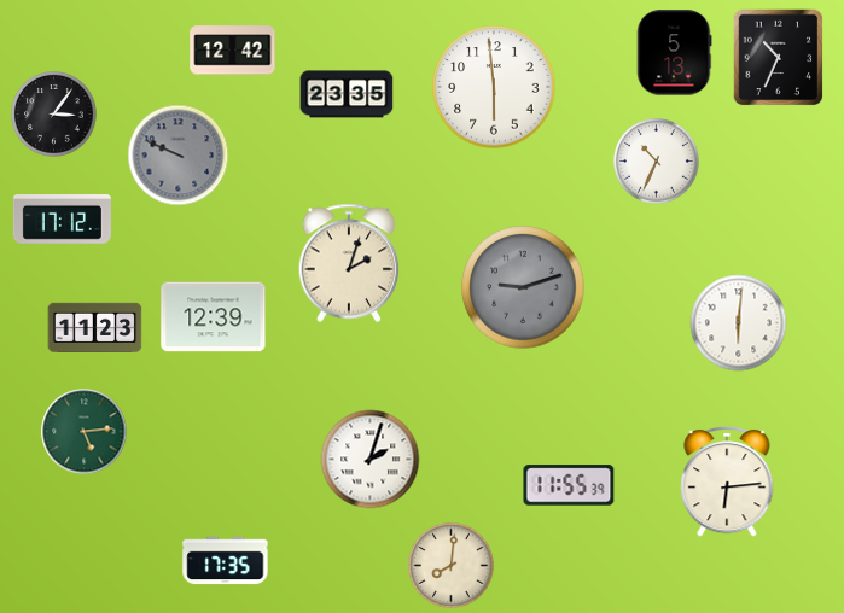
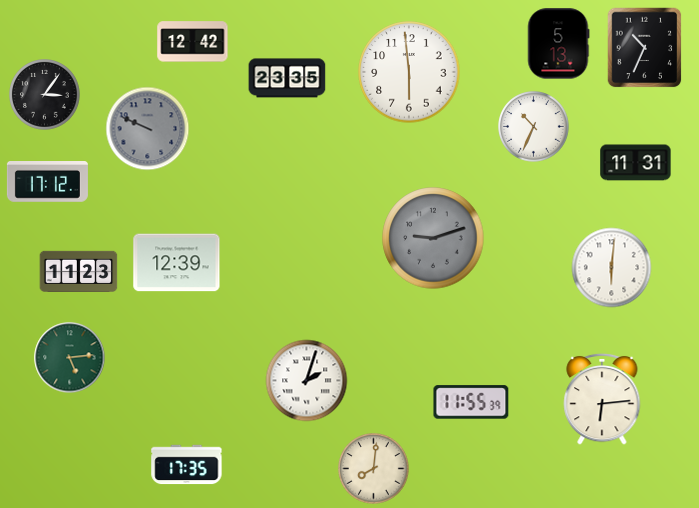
clock at (657, 162) position: (657, 162) -> (534, 127)
clock at (636, 163): none -> 11:31
clock at (62, 220) position: (62, 220) -> (47, 182)
clock at (349, 263): 2:03 -> none
